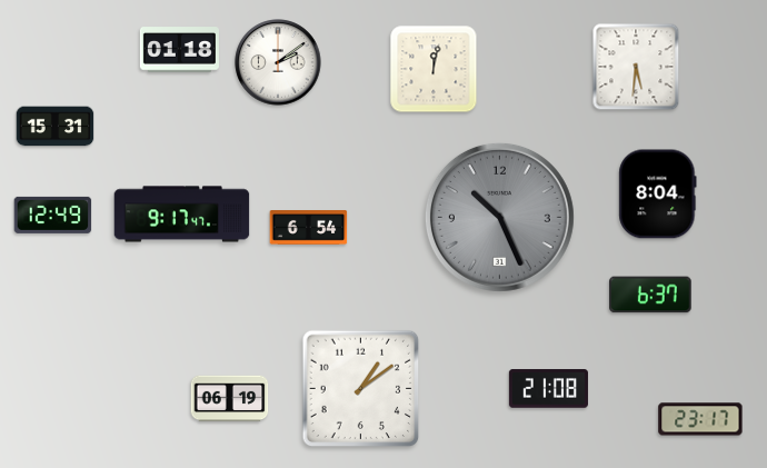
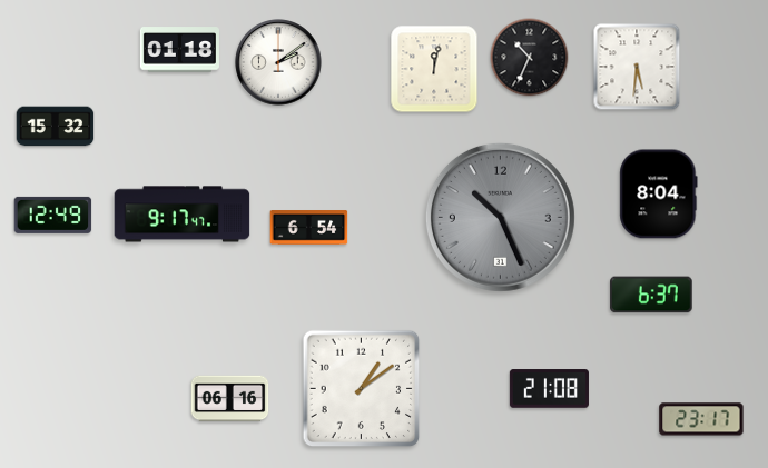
clock at (530, 58): none -> 10:34
clock at (56, 127): 15:31 -> 15:32
clock at (230, 399): 06:19 -> 06:16
